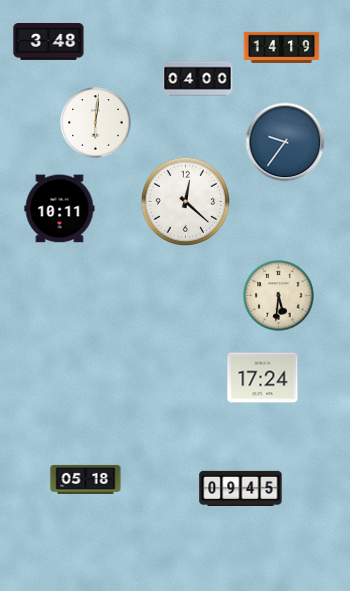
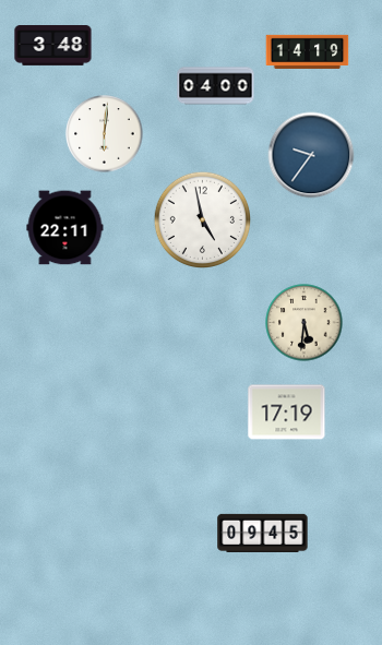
clock at (185, 201): 12:22 -> 4:58
clock at (60, 209): 10:11 -> 22:11
clock at (263, 378): 17:24 -> 17:19
clock at (86, 479): 05:18 -> none
